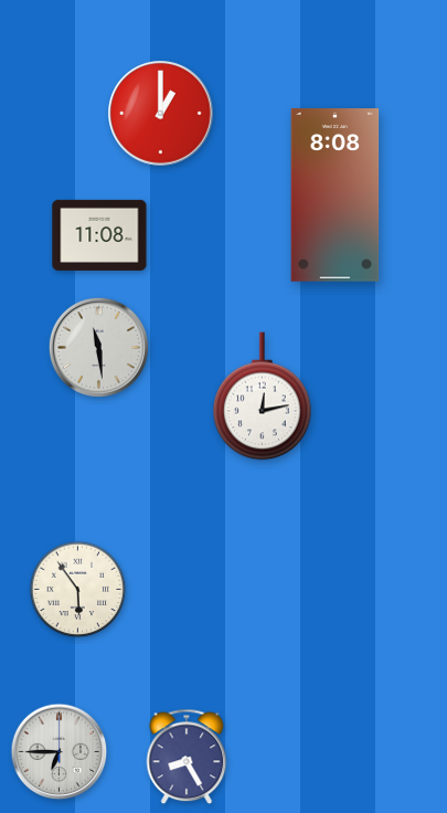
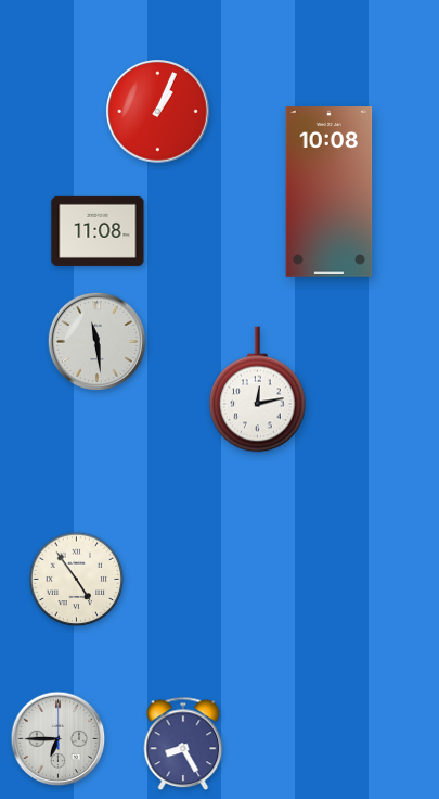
clock at (161, 114): 1:00 -> 1:04
clock at (336, 196): 8:08 -> 10:08
clock at (78, 590): 5:54 -> 4:54
